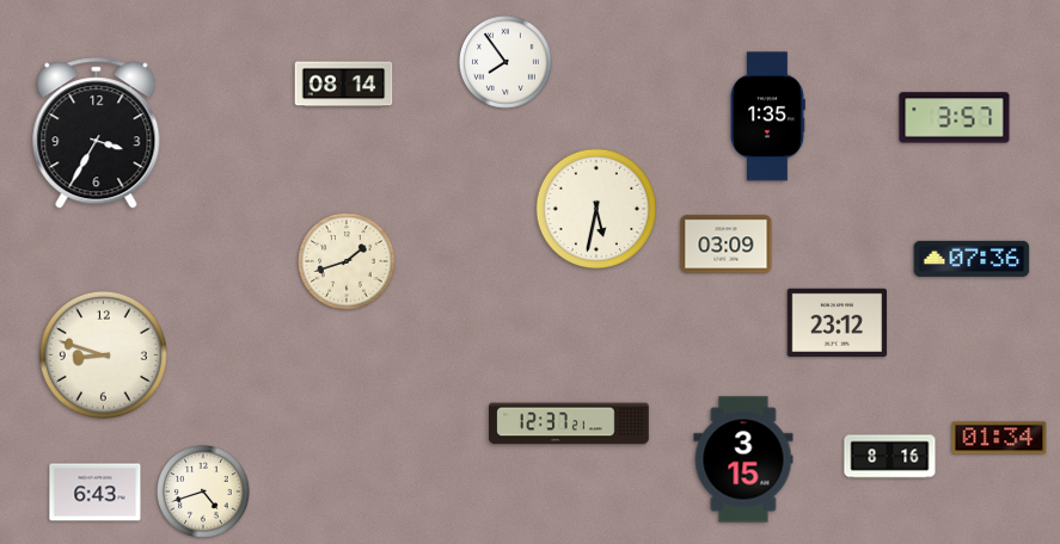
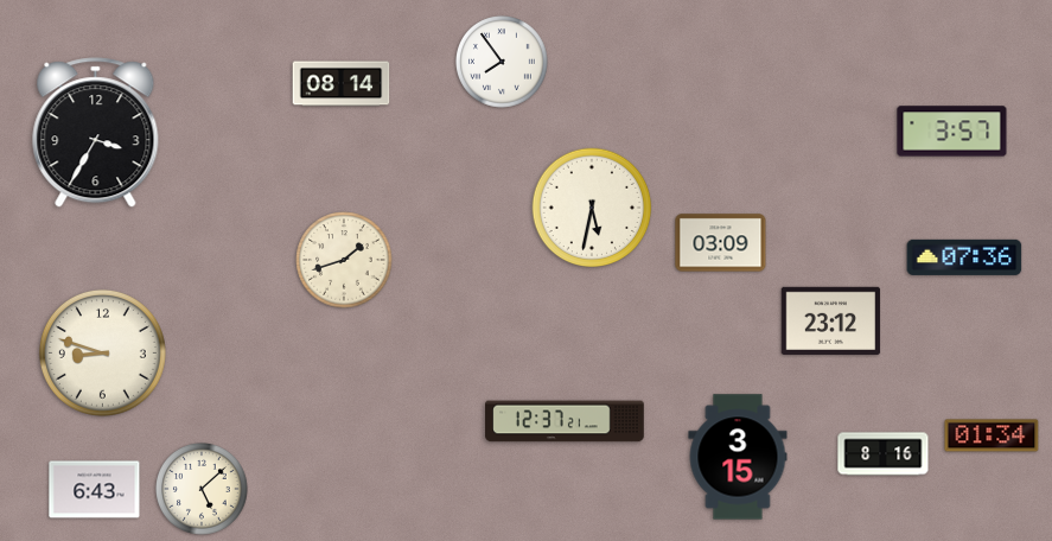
clock at (768, 117): 1:35 -> none
clock at (955, 118) position: (955, 118) -> (952, 132)
clock at (204, 493): 4:42 -> 5:08
